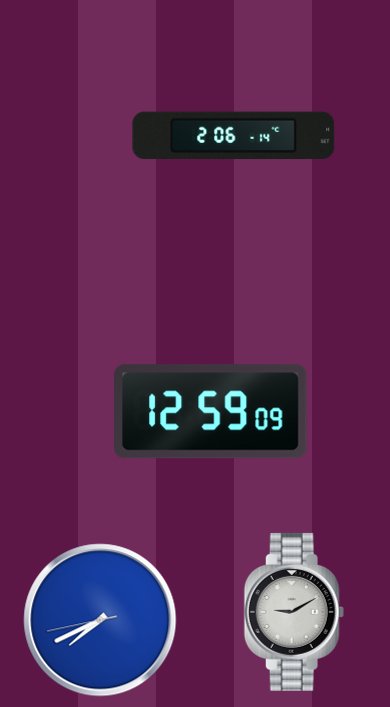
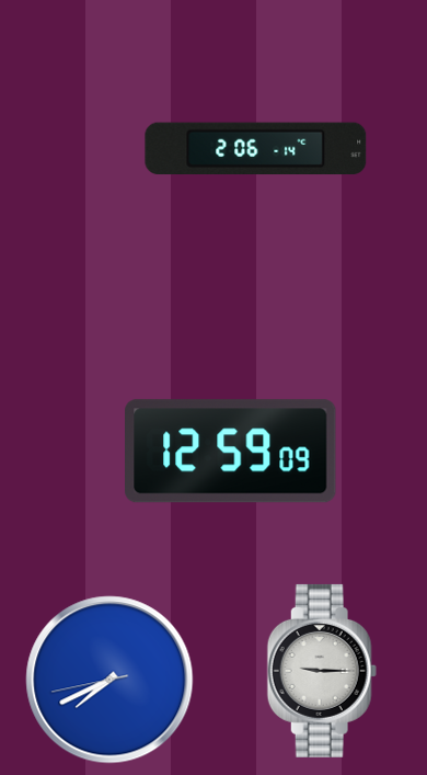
clock at (294, 612): 9:10 -> 9:15
